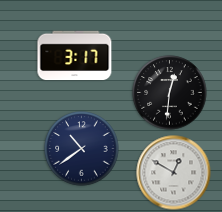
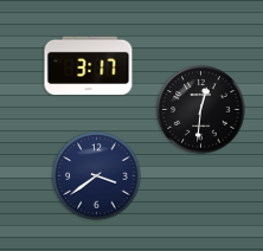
clock at (82, 149): 10:39 -> 3:39
clock at (174, 173): 12:50 -> none
